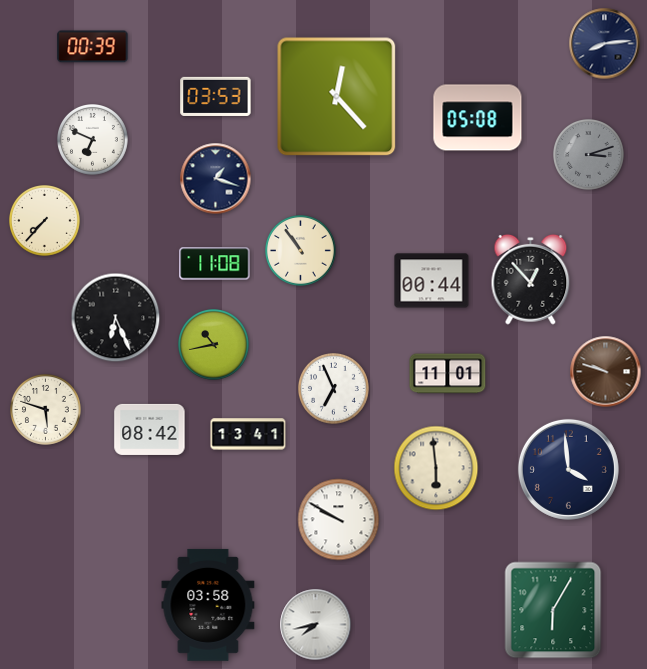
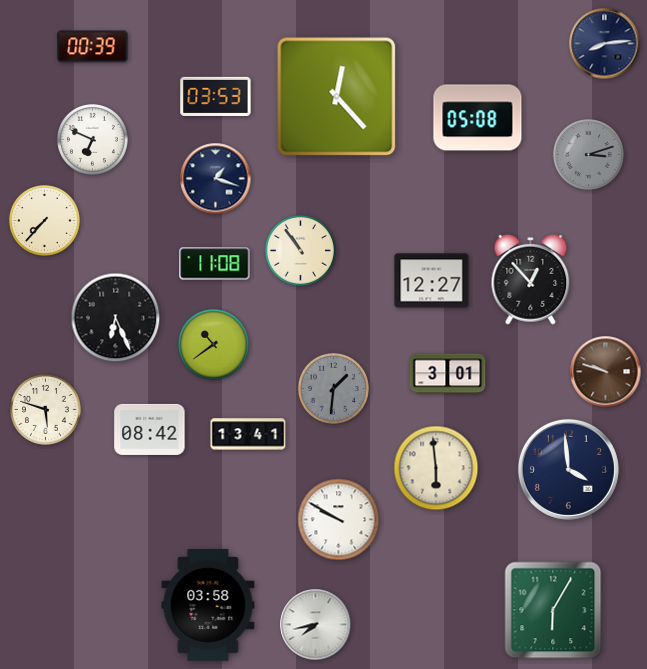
clock at (432, 281): 00:44 -> 12:27
clock at (214, 345): 10:43 -> 10:39
clock at (448, 374): 11:01 -> 3:01
clock at (334, 389): 6:56 -> 1:31
clock at (334, 389) dial: white -> grey
